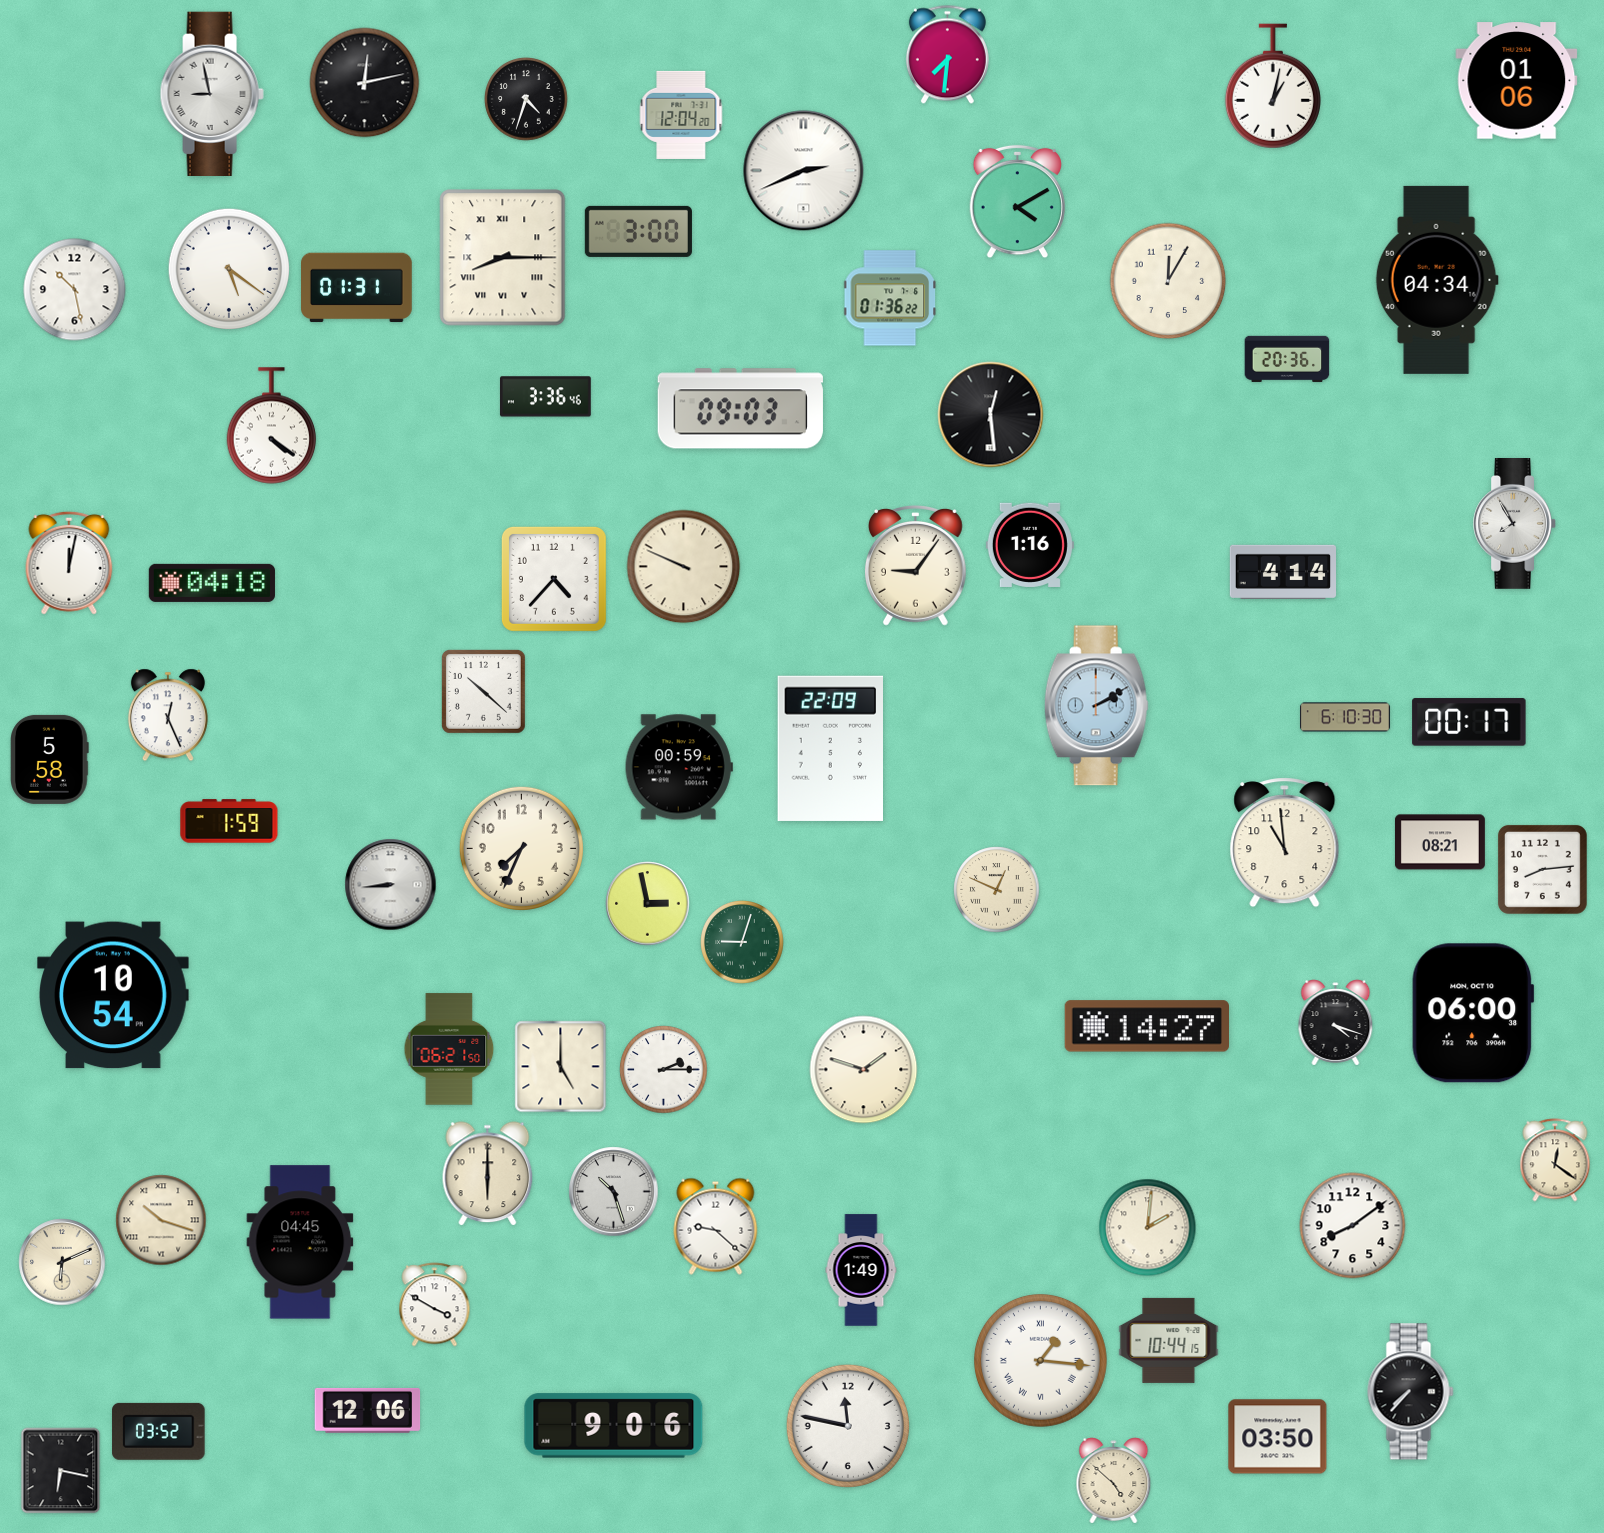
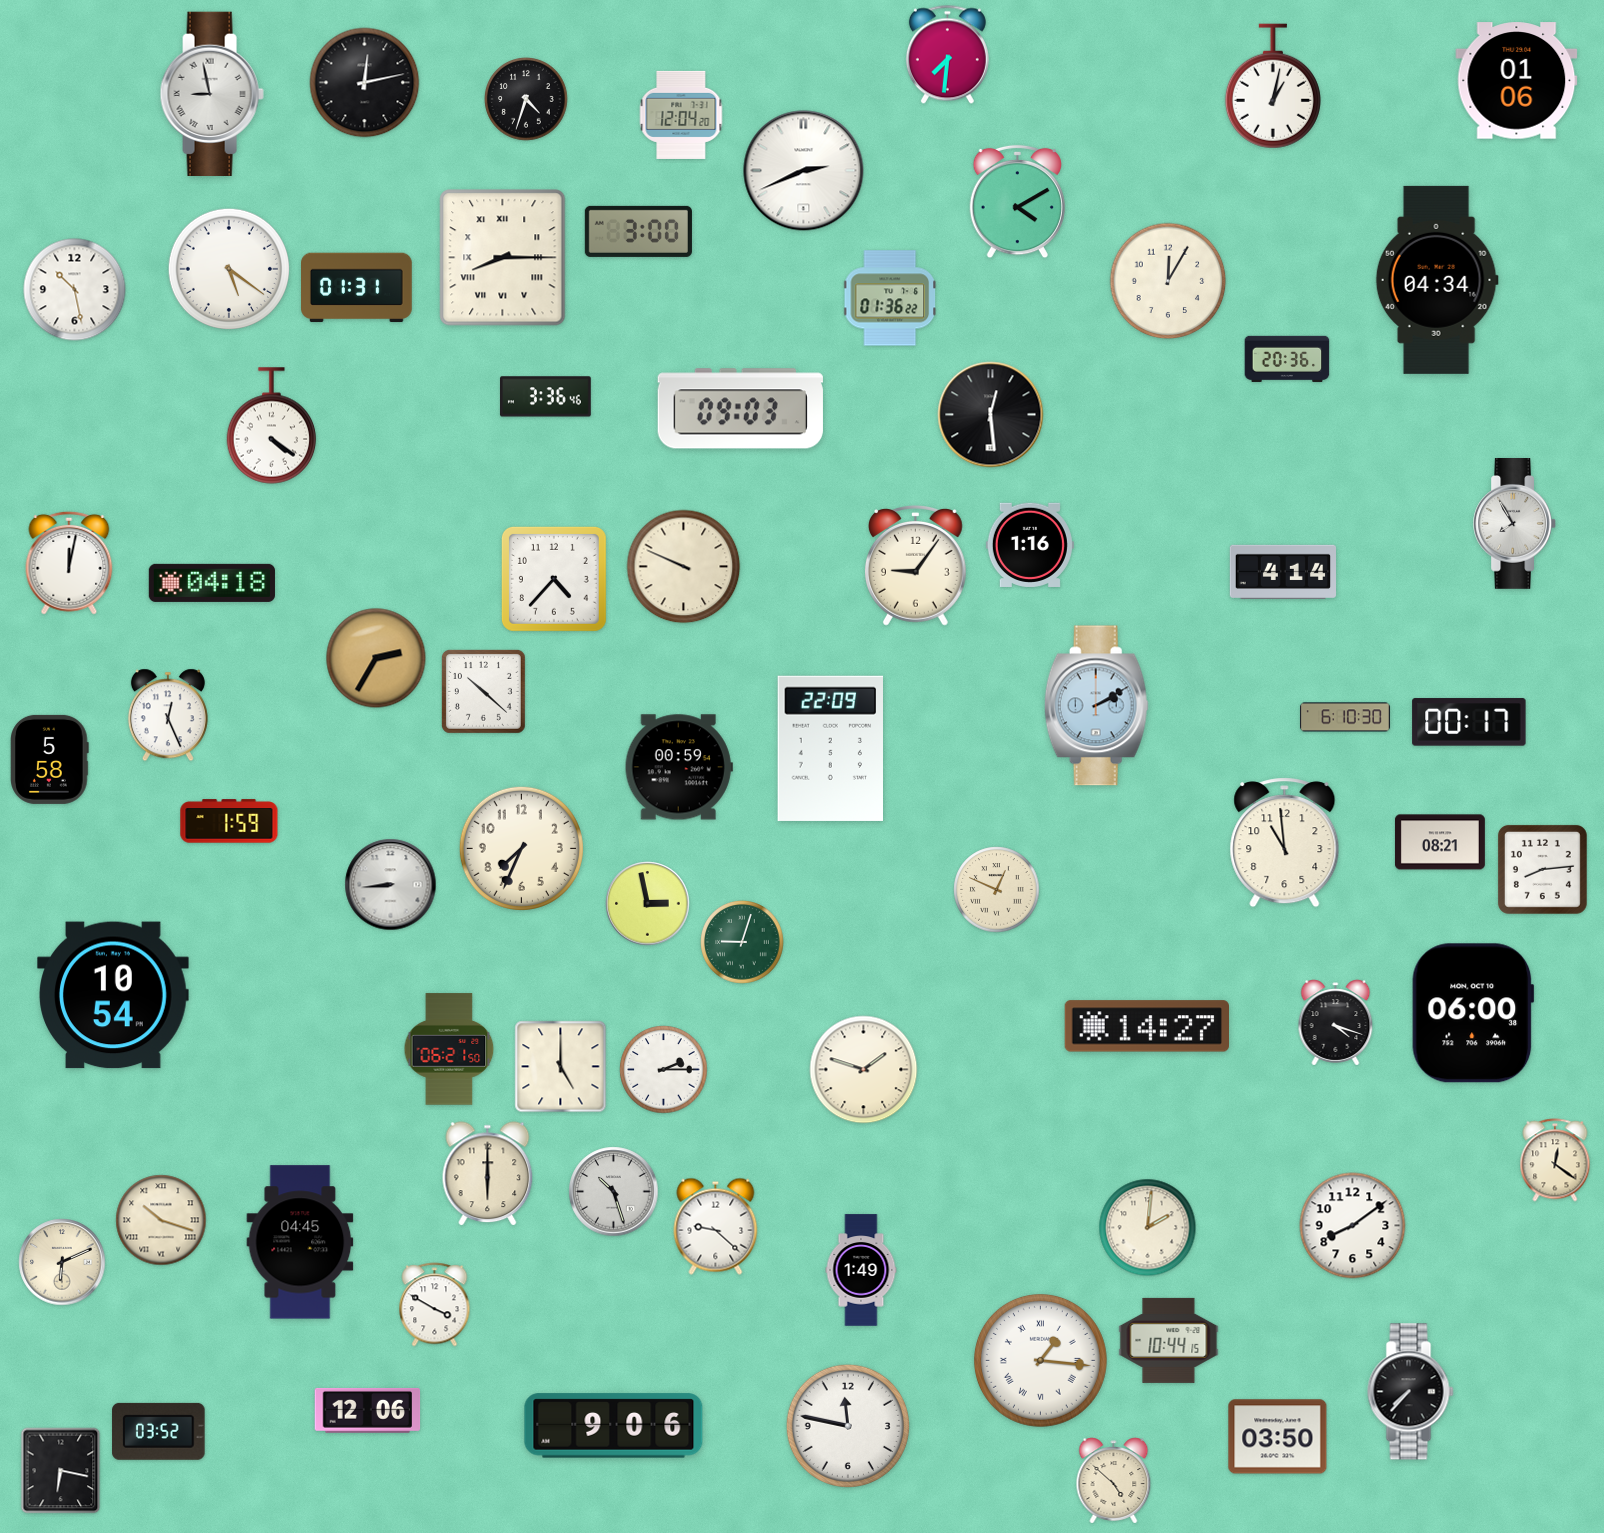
clock at (376, 658): none -> 2:35
